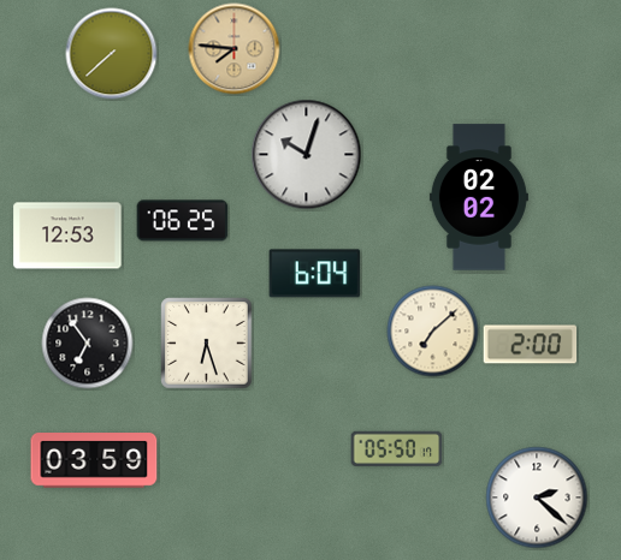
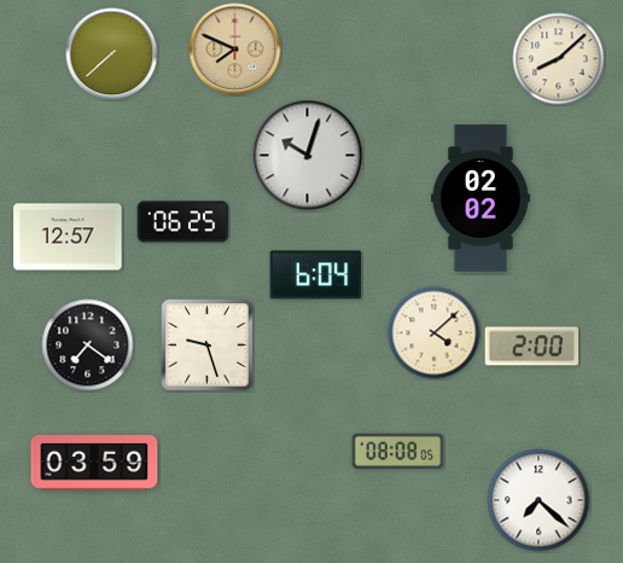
clock at (235, 49): 7:46 -> 7:49
clock at (559, 59): none -> 8:08
clock at (67, 236): 12:53 -> 12:57
clock at (433, 332): 7:08 -> 4:08
clock at (88, 344): 6:54 -> 7:21
clock at (207, 344): 6:27 -> 9:27
clock at (397, 448): 05:50 -> 08:08
clock at (537, 498): 2:22 -> 7:22
